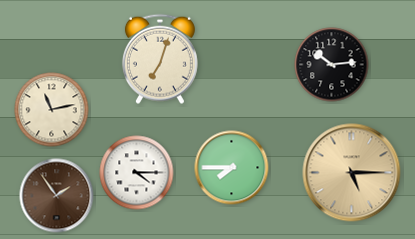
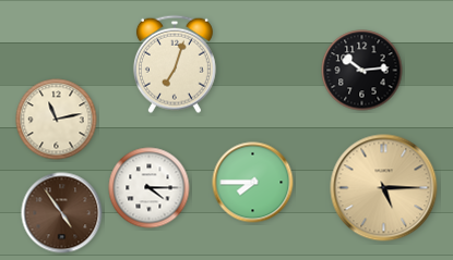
clock at (57, 196): 1:54 -> 4:54
